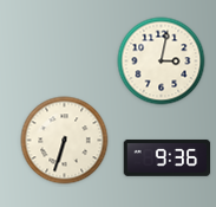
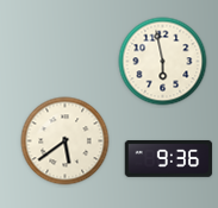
clock at (162, 62): 3:02 -> 5:58
clock at (65, 141): 6:33 -> 5:39
